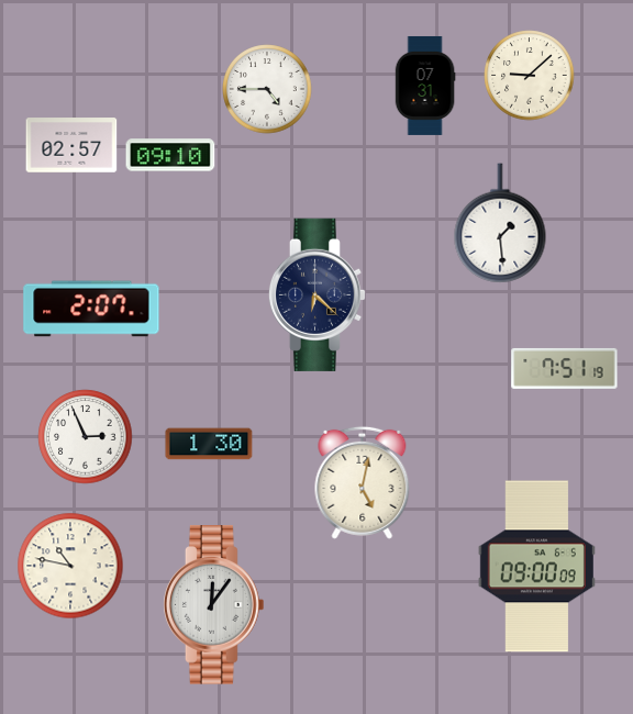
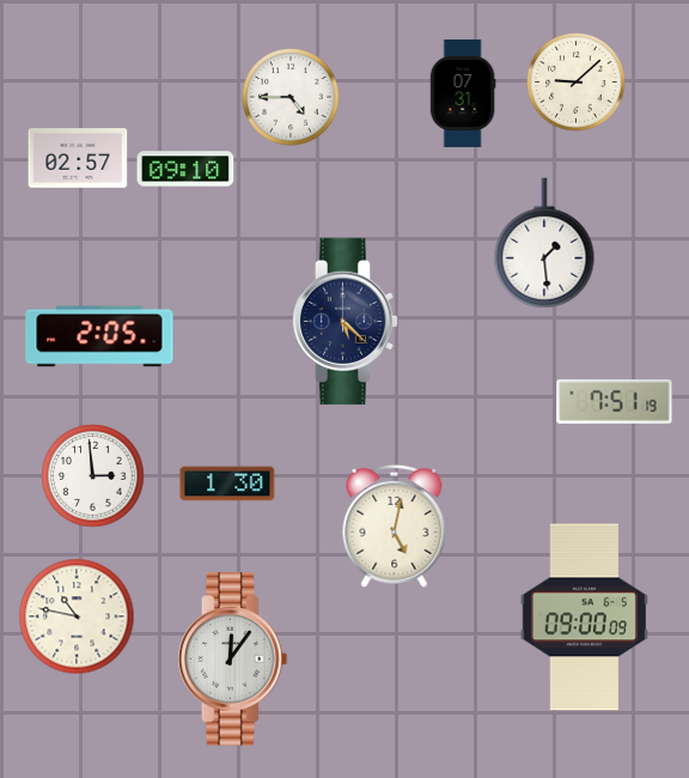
clock at (316, 294): 6:22 -> 5:22
clock at (91, 309): 2:07 -> 2:05
clock at (86, 437): 2:56 -> 2:59
